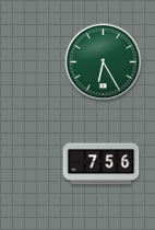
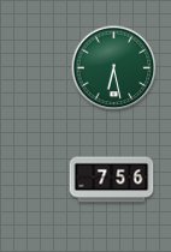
clock at (104, 62): 6:25 -> 6:28
